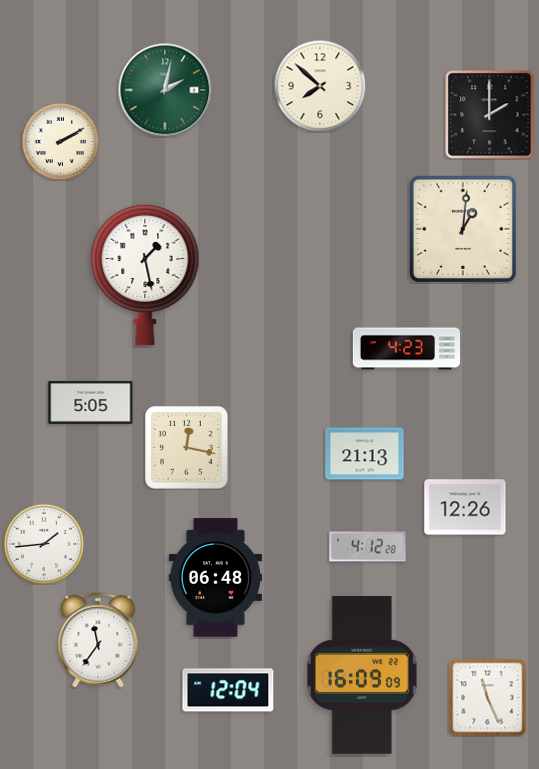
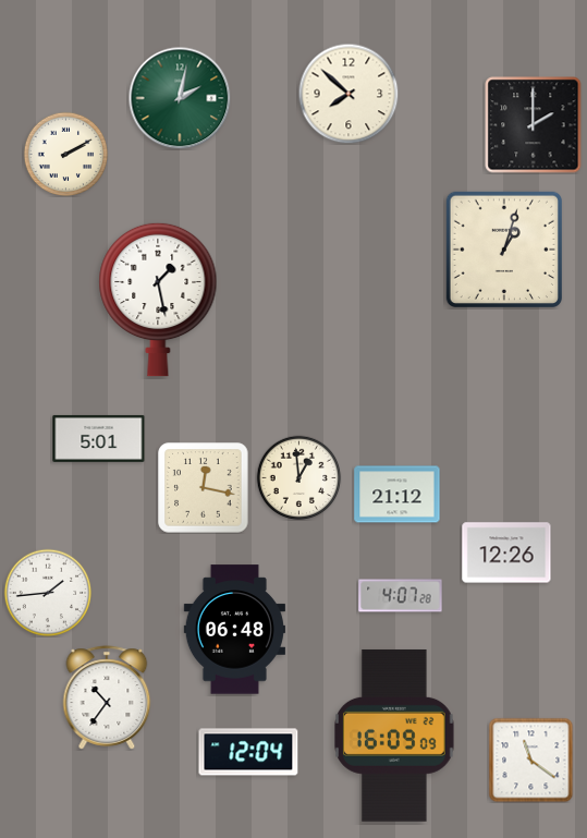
clock at (463, 229): 1:01 -> 1:03
clock at (406, 349): 4:23 -> none
clock at (91, 402): 5:05 -> 5:01
clock at (298, 477): none -> 12:59
clock at (365, 454): 21:13 -> 21:12
clock at (368, 547): 4:12 -> 4:07
clock at (98, 640): 11:36 -> 10:36
clock at (487, 697): 11:26 -> 11:21
